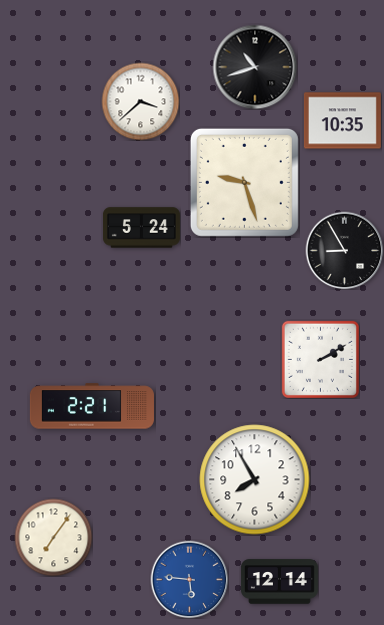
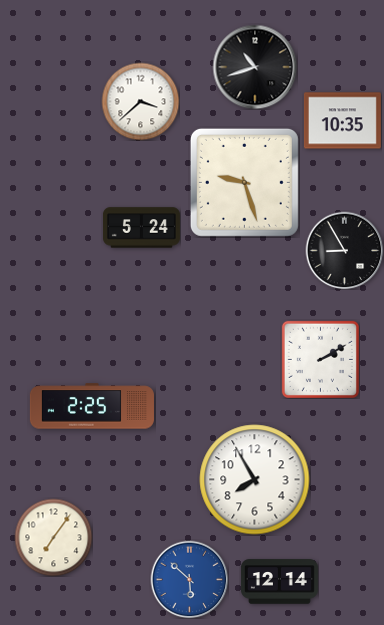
clock at (92, 406): 2:21 -> 2:25
clock at (189, 579): 5:46 -> 5:52
